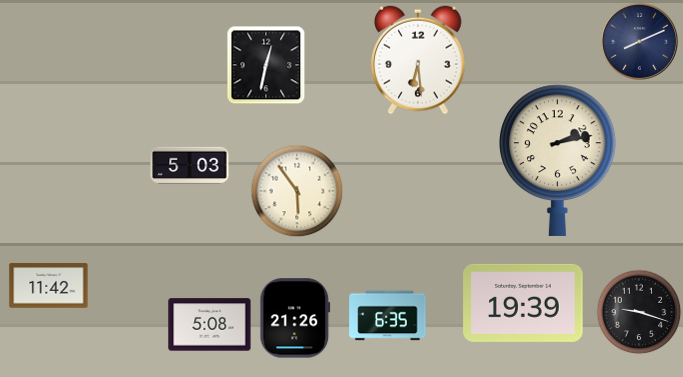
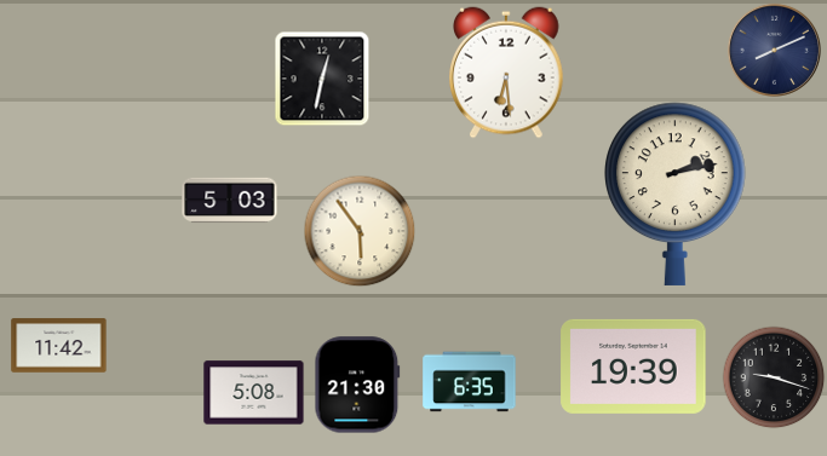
clock at (295, 318): 21:26 -> 21:30
